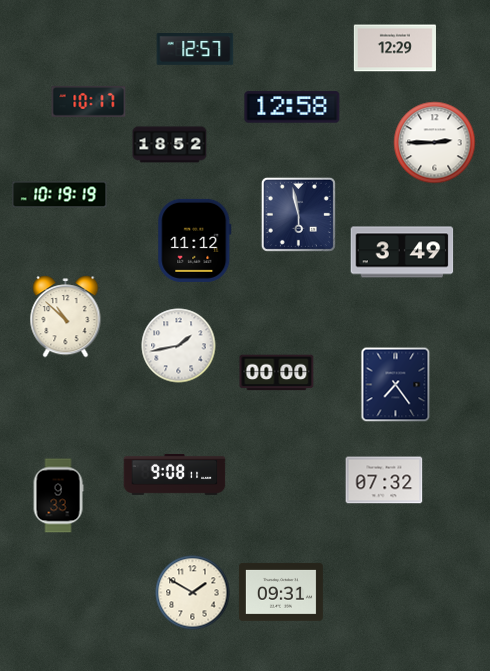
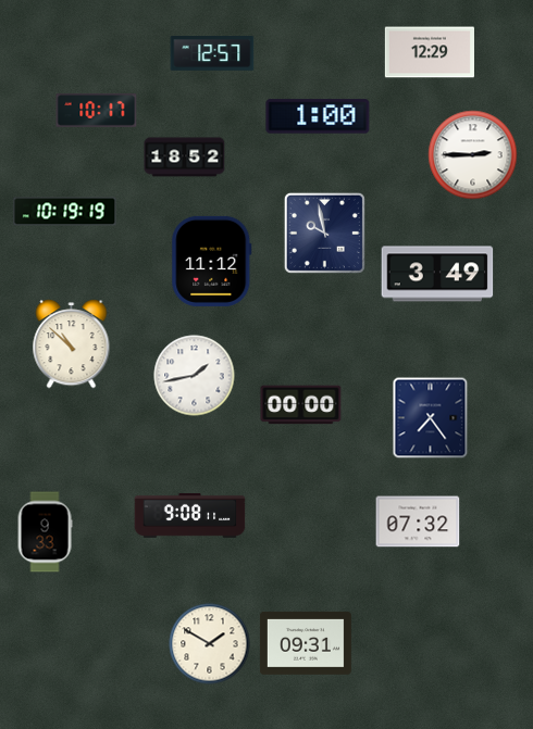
clock at (292, 107): 12:58 -> 1:00
clock at (298, 214): 5:58 -> 9:58
clock at (58, 496) position: (58, 496) -> (45, 532)
